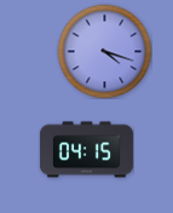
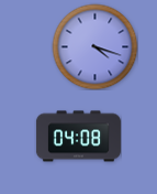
clock at (86, 150): 04:15 -> 04:08
